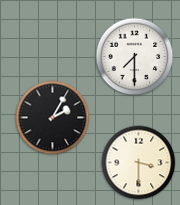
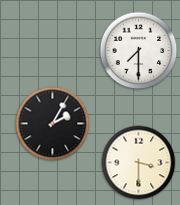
clock at (135, 57) position: (135, 57) -> (139, 51)
clock at (53, 118) position: (53, 118) -> (53, 124)
